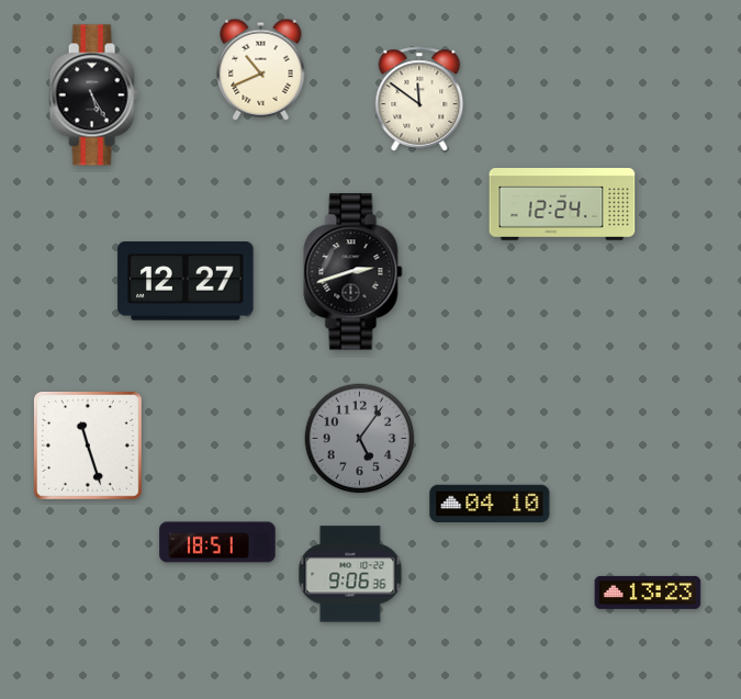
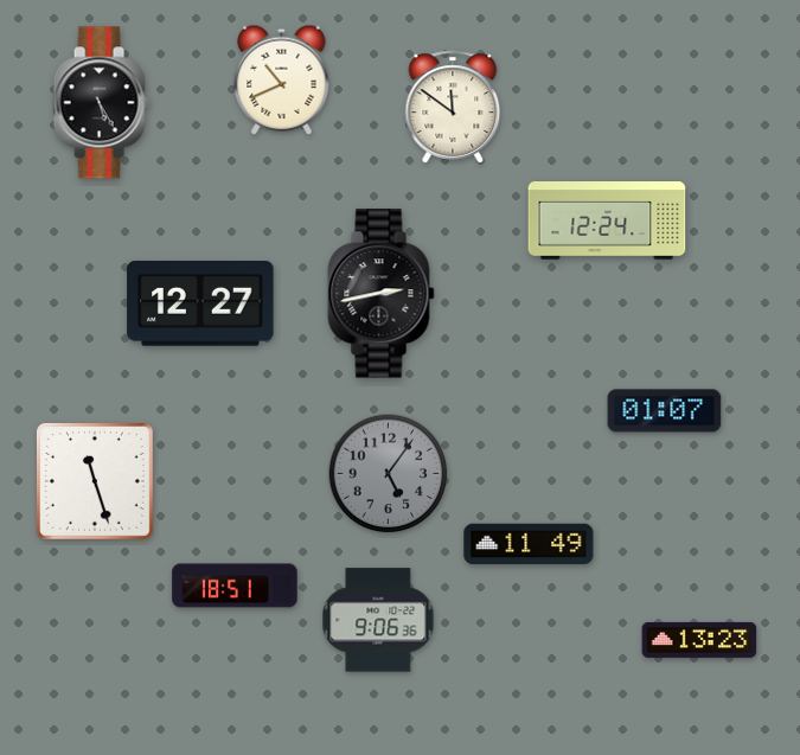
clock at (261, 69) position: (261, 69) -> (282, 79)
clock at (353, 272): 2:42 -> 2:43
clock at (665, 411): none -> 01:07
clock at (490, 504): 04:10 -> 11:49
